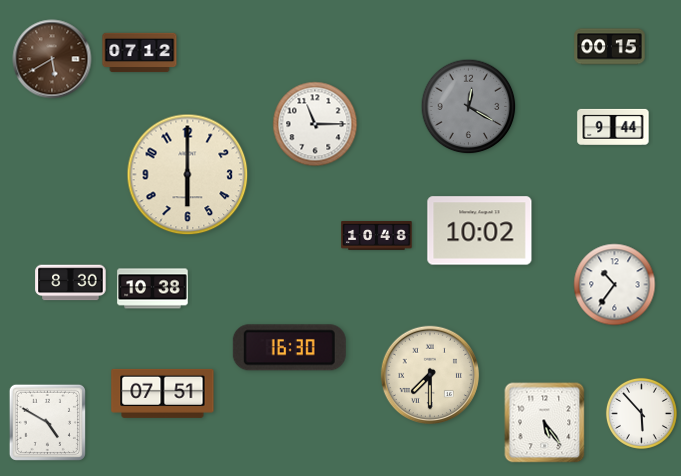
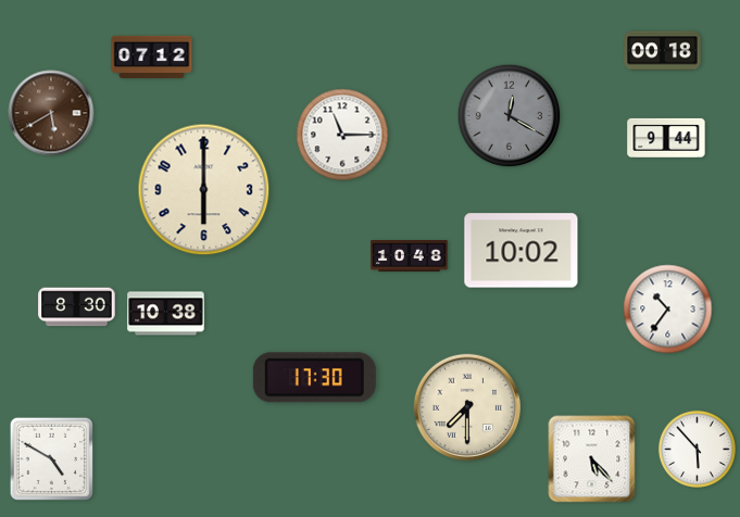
clock at (610, 47): 00:15 -> 00:18
clock at (52, 59) position: (52, 59) -> (51, 113)
clock at (289, 348): 16:30 -> 17:30
clock at (163, 393): 07:51 -> none
clock at (545, 423): 5:24 -> 5:23
